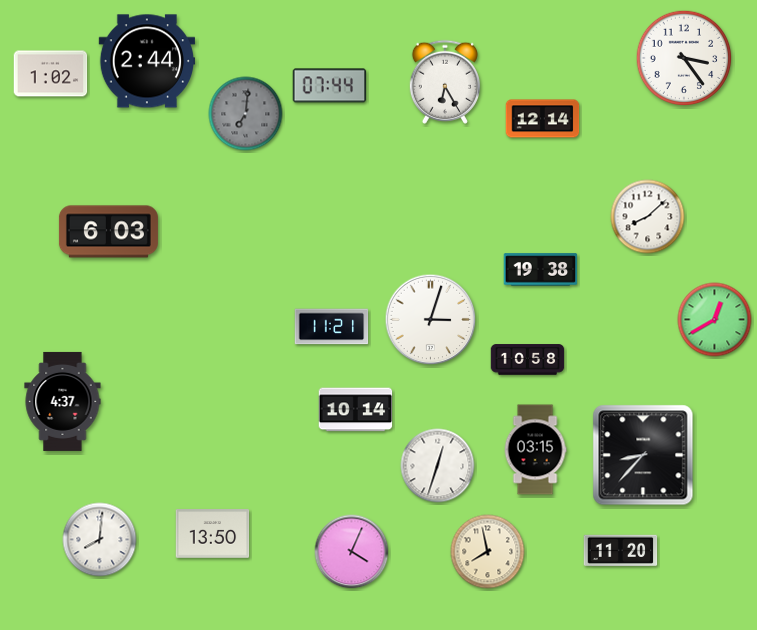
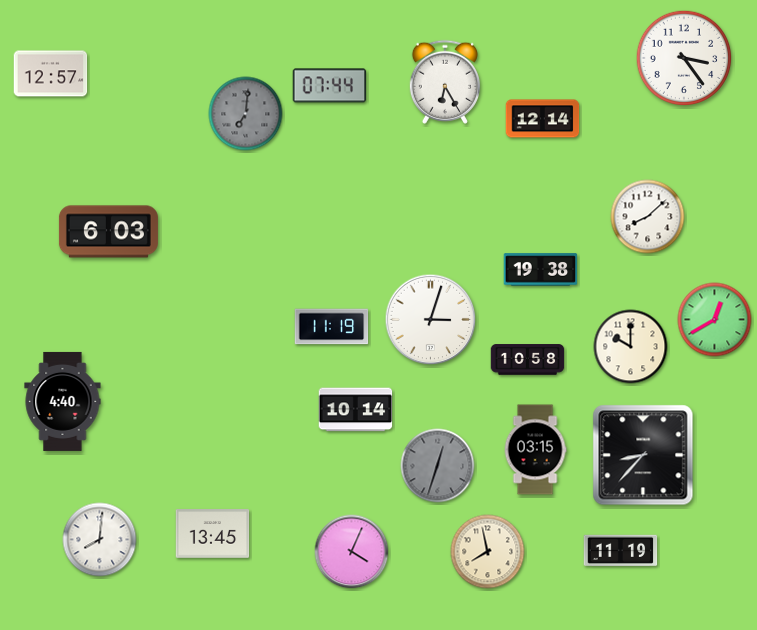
clock at (147, 61): 2:44 -> none
clock at (51, 74): 1:02 -> 12:57
clock at (332, 327): 11:21 -> 11:19
clock at (631, 347): none -> 10:00
clock at (63, 401): 4:37 -> 4:40
clock at (438, 466) dial: white -> grey
clock at (213, 534): 13:50 -> 13:45
clock at (621, 551): 11:20 -> 11:19
